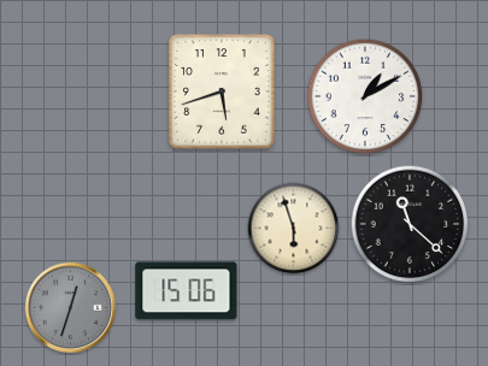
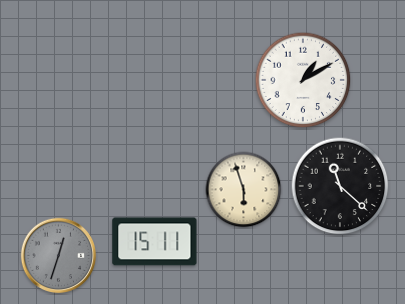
clock at (222, 91): 5:42 -> none
clock at (187, 291): 15:06 -> 15:11
